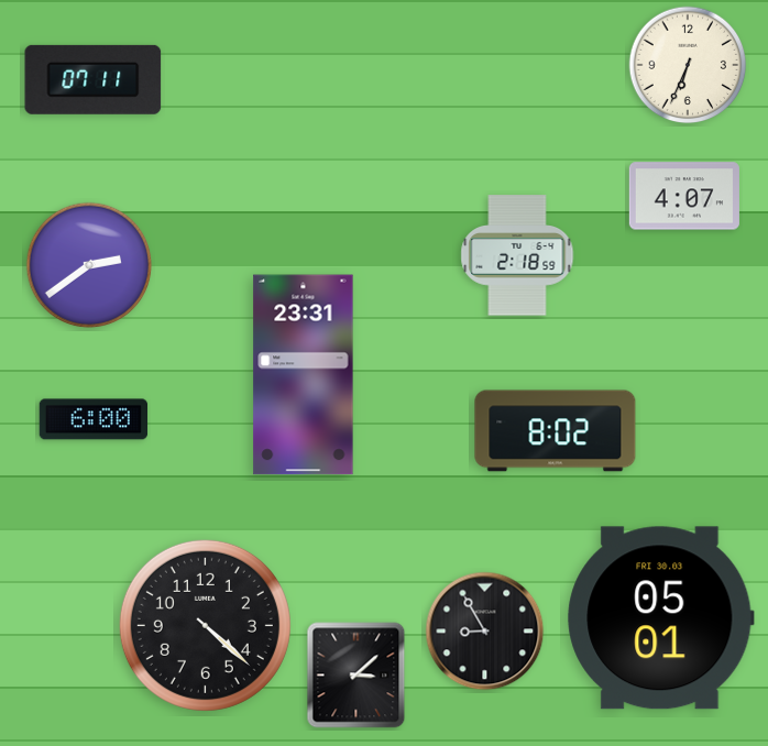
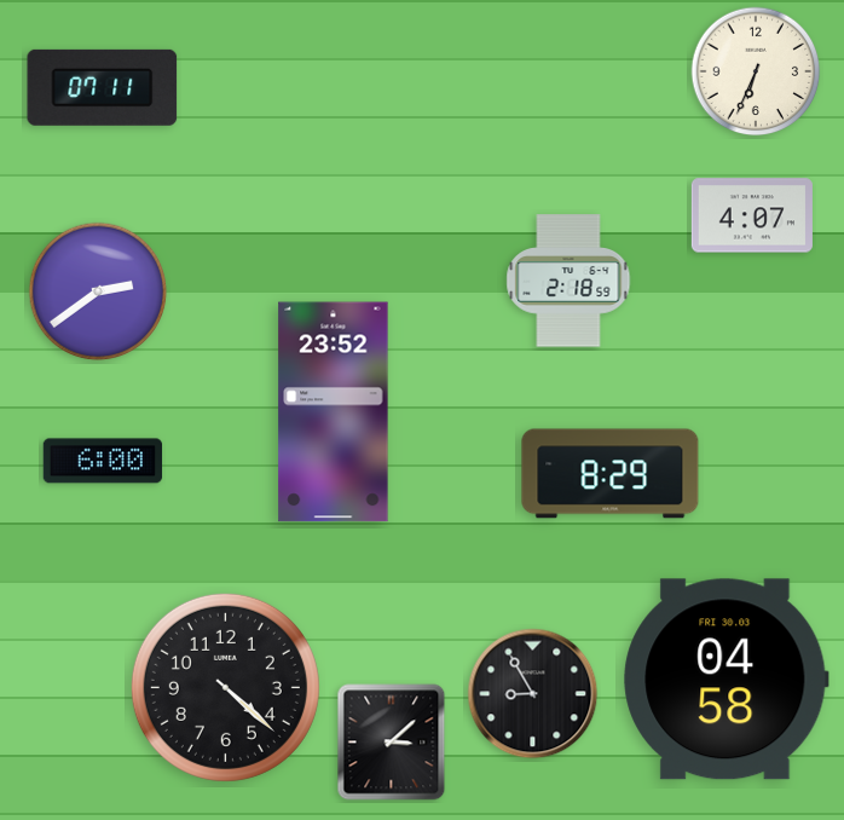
clock at (304, 375): 23:31 -> 23:52
clock at (556, 431): 8:02 -> 8:29
clock at (661, 618): 05:01 -> 04:58
